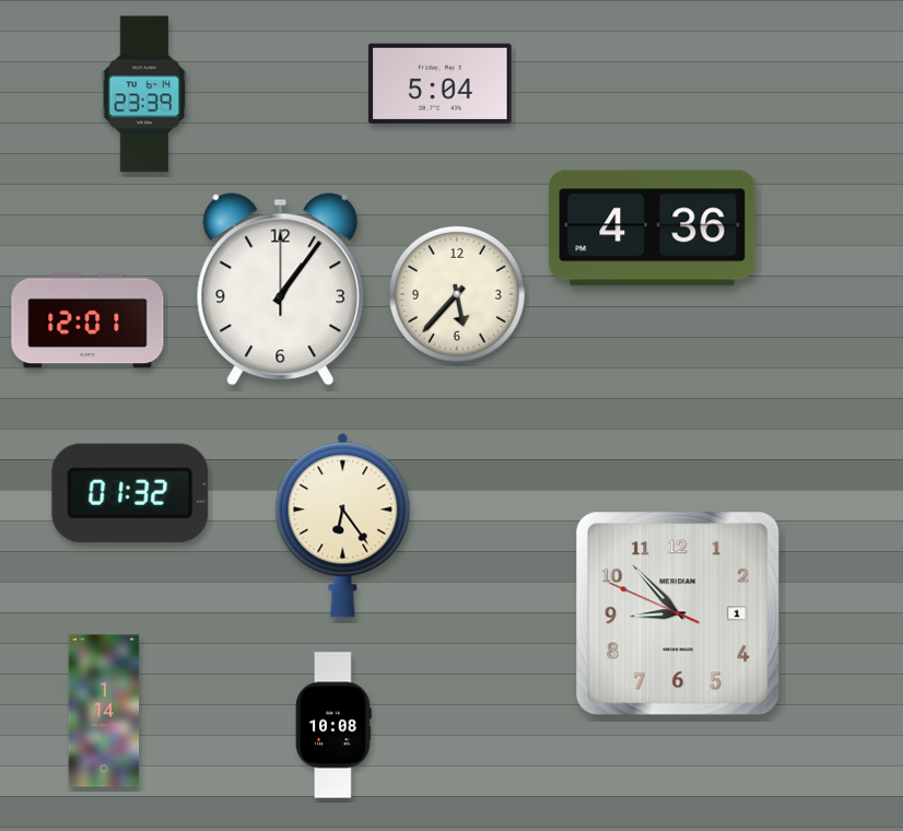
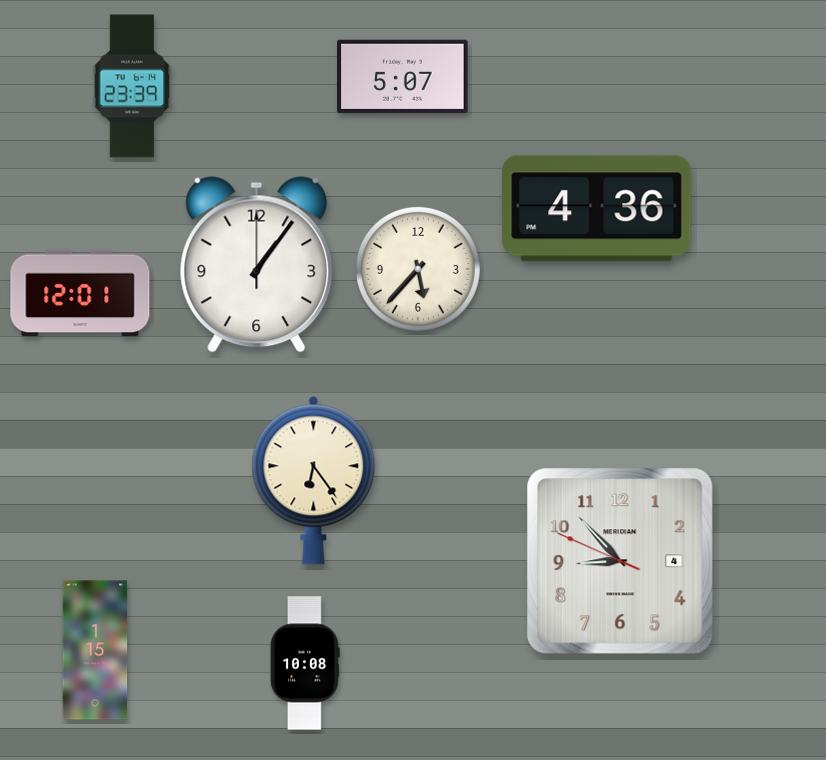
clock at (441, 83): 5:04 -> 5:07
clock at (130, 493): 01:32 -> none
clock at (678, 613) date: 1 -> 4
clock at (104, 711): 1:14 -> 1:15
